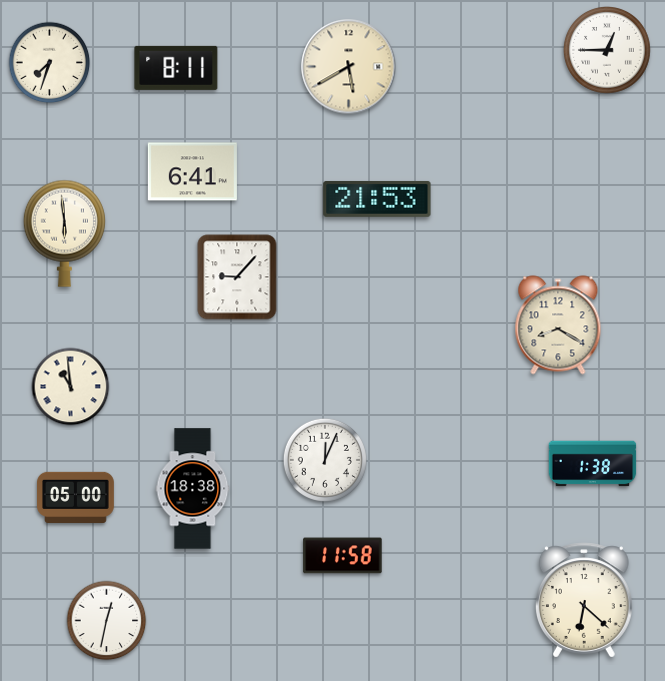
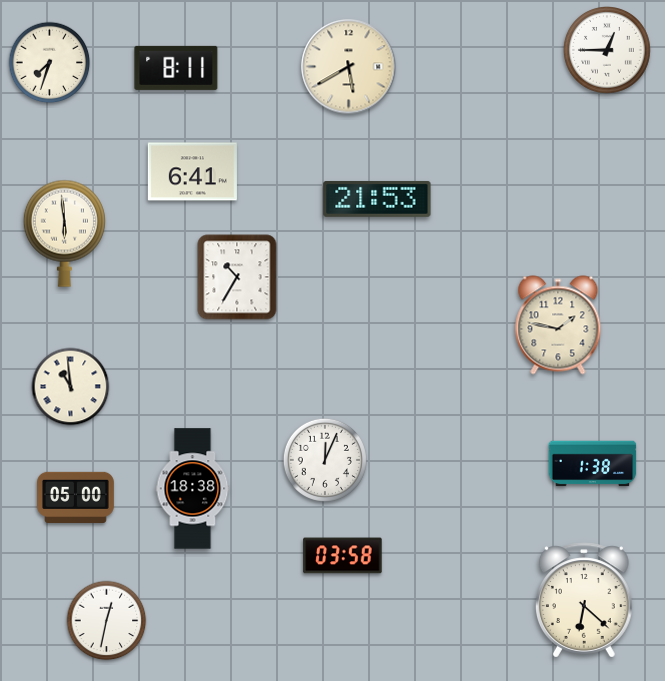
clock at (237, 277): 9:07 -> 10:35
clock at (558, 325): 8:20 -> 1:47
clock at (343, 556): 11:58 -> 03:58
